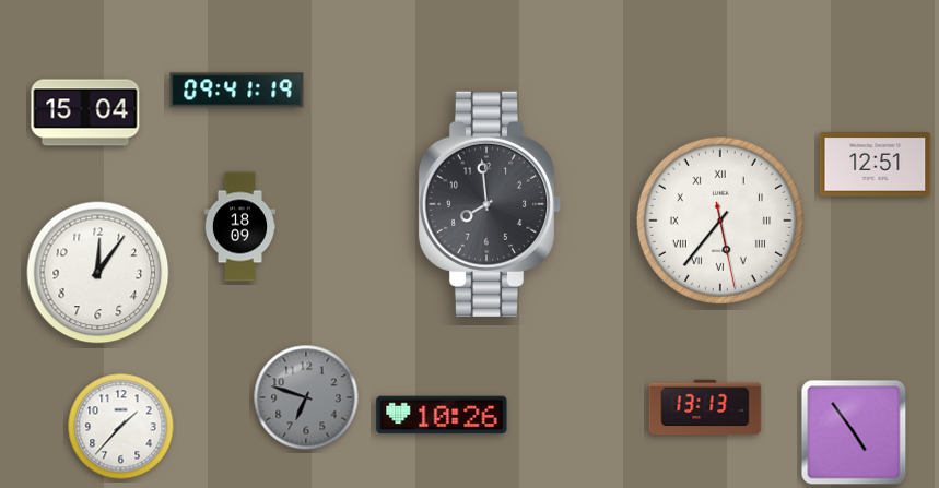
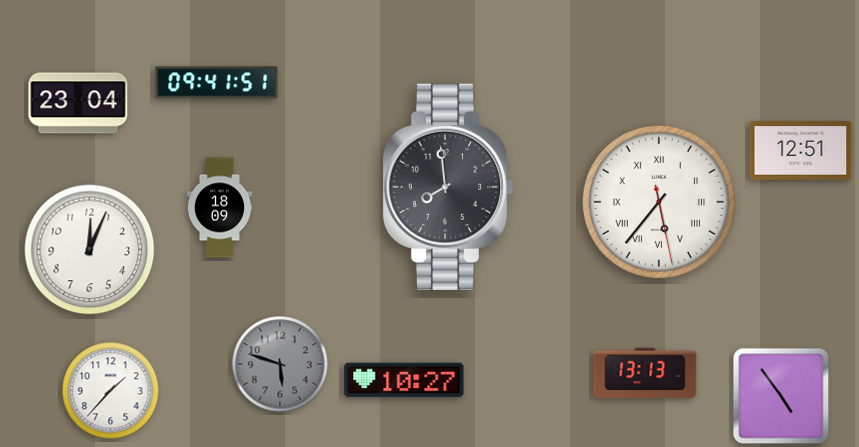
clock at (237, 91): 09:41:19 -> 09:41:51
clock at (85, 112): 15:04 -> 23:04
clock at (98, 273): 12:06 -> 12:04
clock at (306, 397): 6:48 -> 5:48
clock at (442, 415): 10:26 -> 10:27
